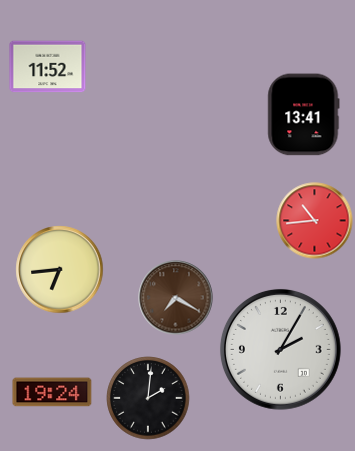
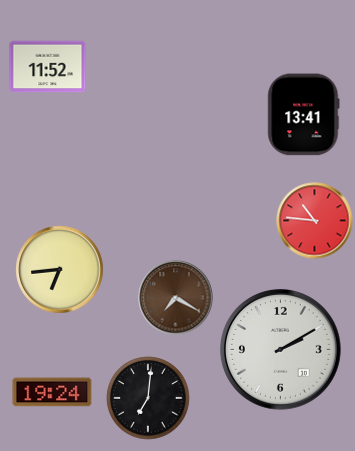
clock at (315, 221): 10:44 -> 10:46
clock at (281, 350): 2:05 -> 2:10
clock at (148, 398): 2:01 -> 7:01
